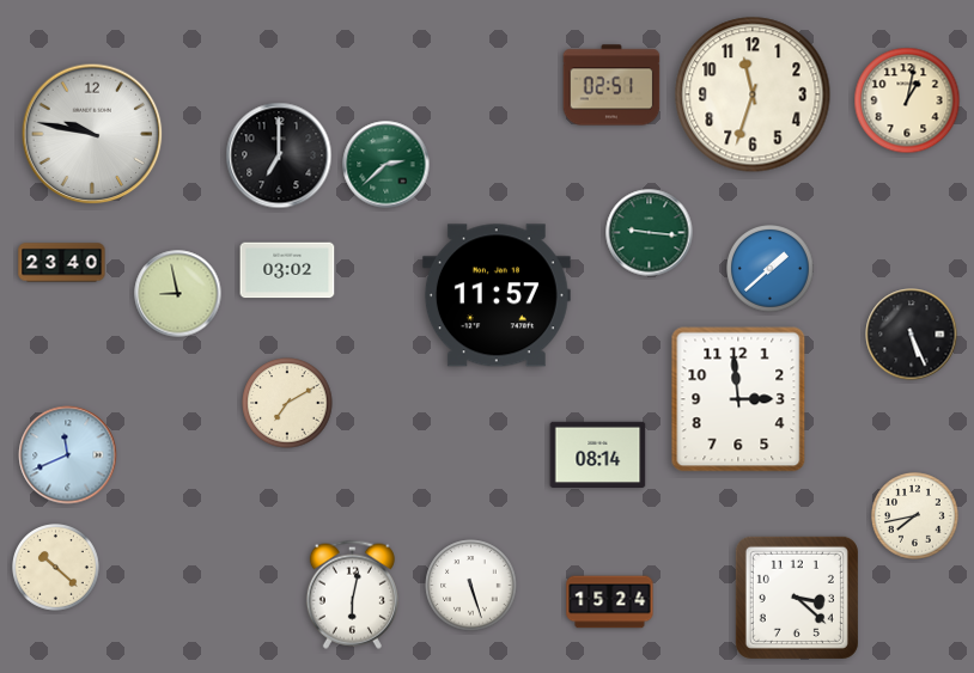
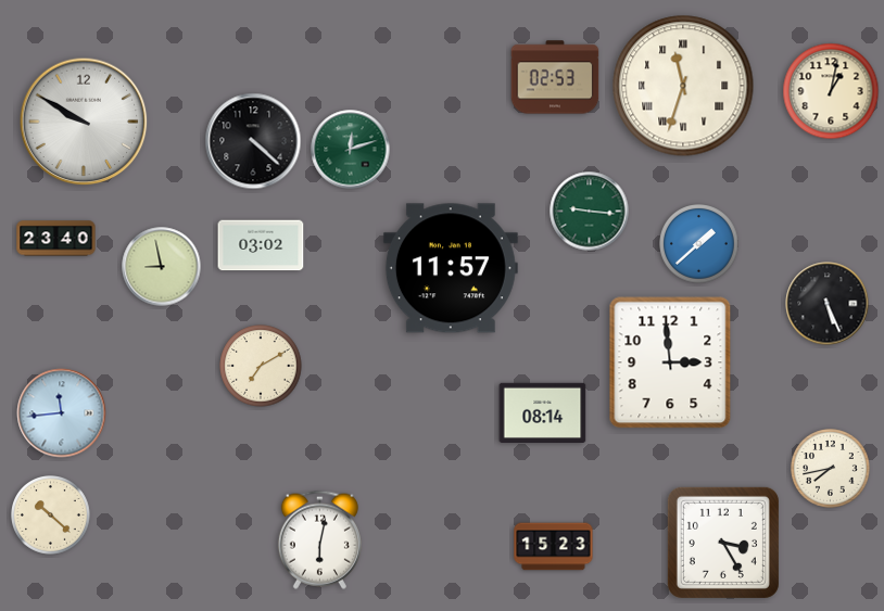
clock at (611, 85): 02:51 -> 02:53
clock at (753, 94) numerals: Arabic -> Roman
clock at (907, 100) position: (907, 100) -> (831, 91)
clock at (92, 134): 9:47 -> 9:50
clock at (279, 155): 7:00 -> 4:22
clock at (386, 165): 2:38 -> 12:12
clock at (68, 455): 11:41 -> 11:44
clock at (471, 586): 5:27 -> none
clock at (797, 598): 3:22 -> 3:25
clock at (610, 602): 15:24 -> 15:23
